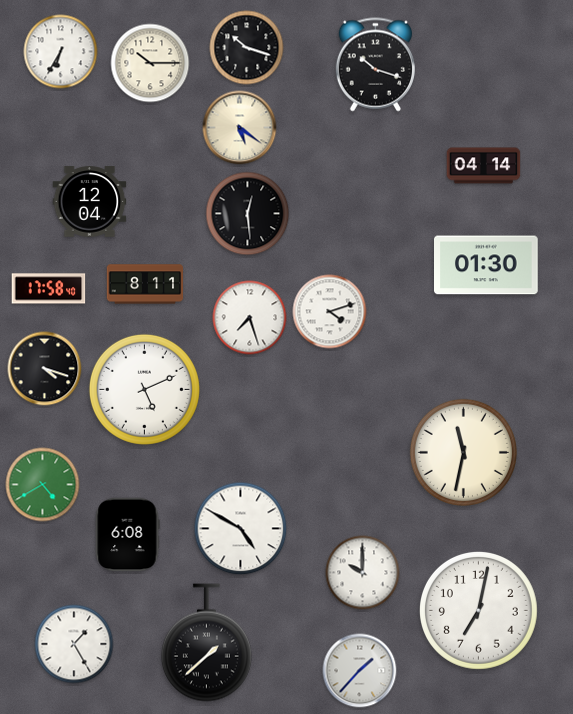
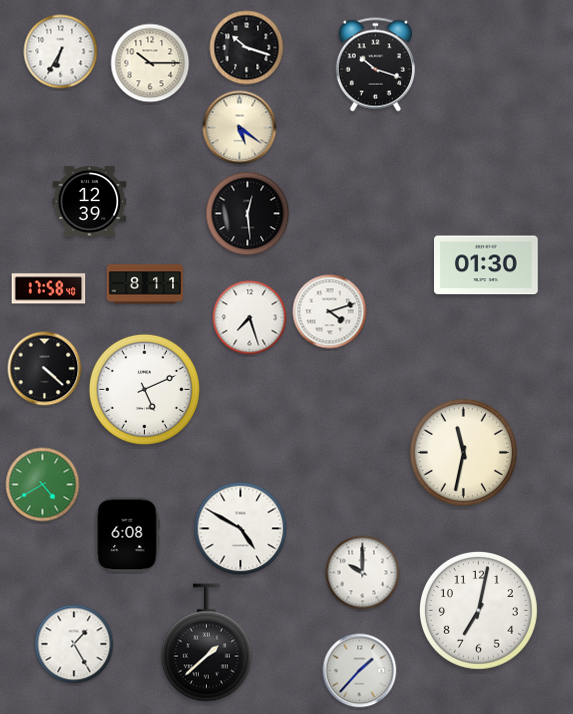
clock at (484, 166): 04:14 -> none
clock at (90, 202): 12:04 -> 12:39
clock at (45, 369): 4:18 -> 4:22
